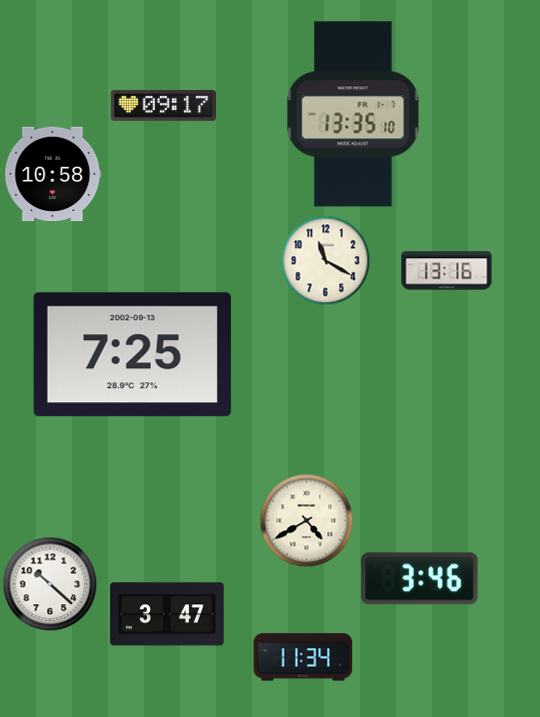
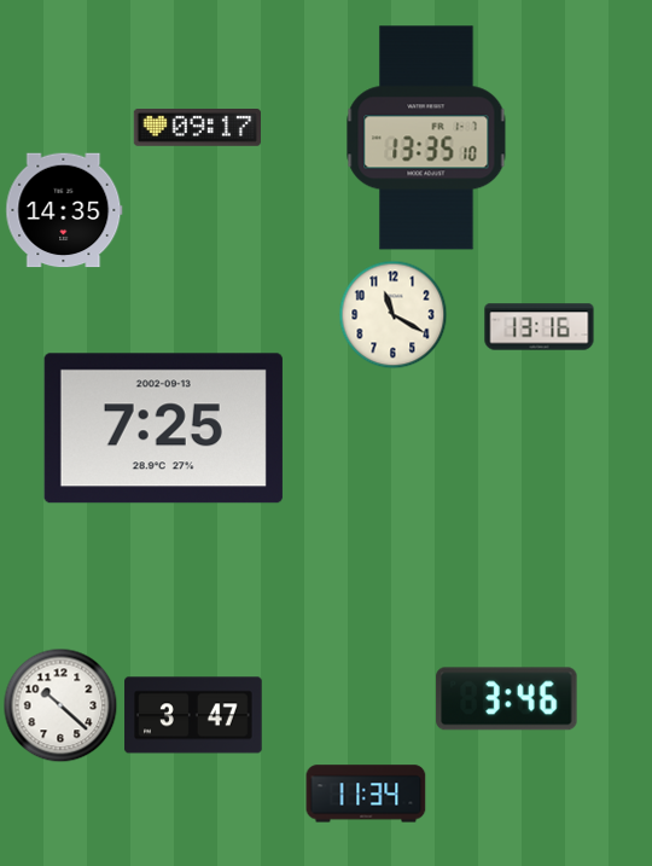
clock at (53, 174): 10:58 -> 14:35
clock at (132, 355) position: (132, 355) -> (163, 429)
clock at (307, 521): 4:40 -> none
clock at (167, 614) position: (167, 614) -> (193, 715)
